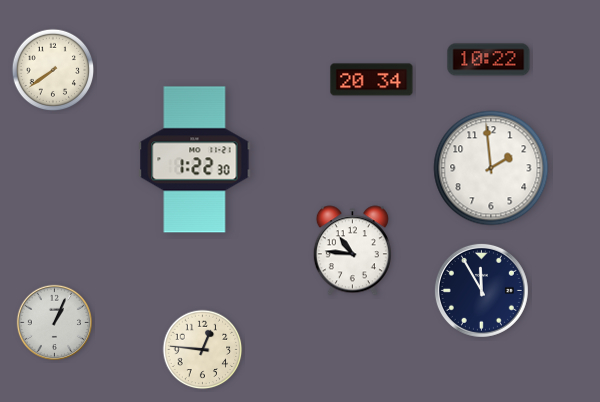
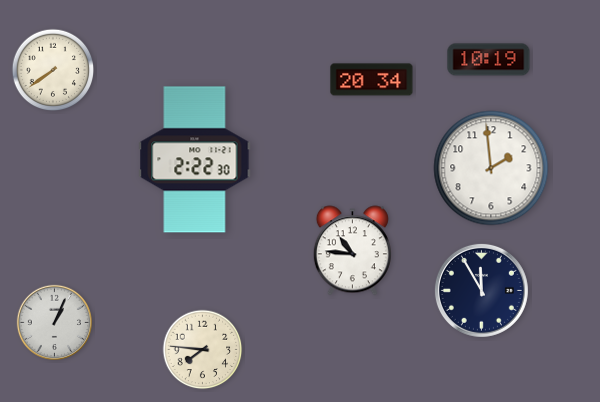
clock at (489, 60): 10:22 -> 10:19
clock at (195, 160): 1:22 -> 2:22
clock at (203, 350): 12:46 -> 7:46
